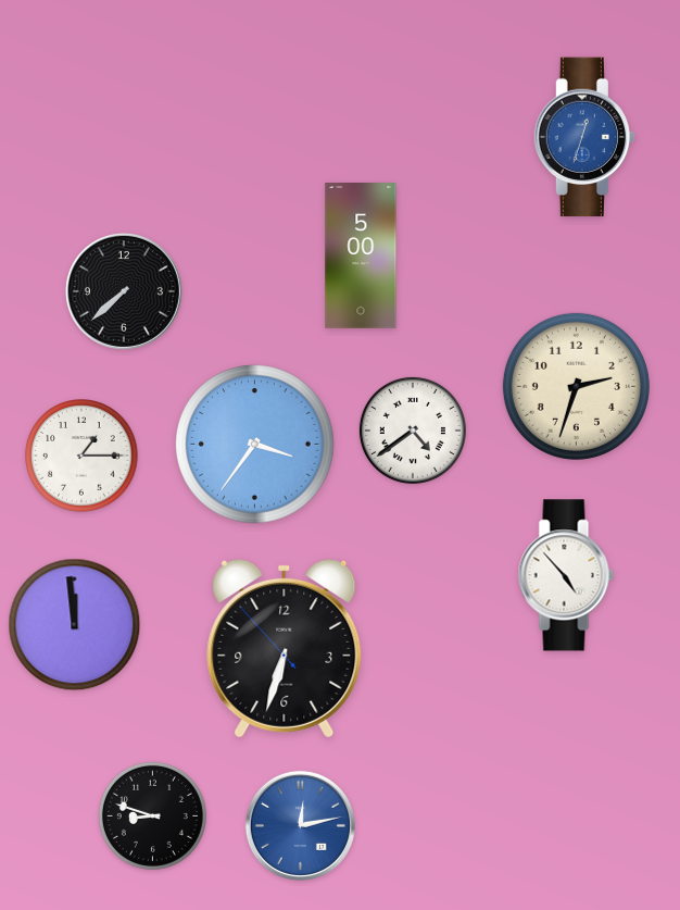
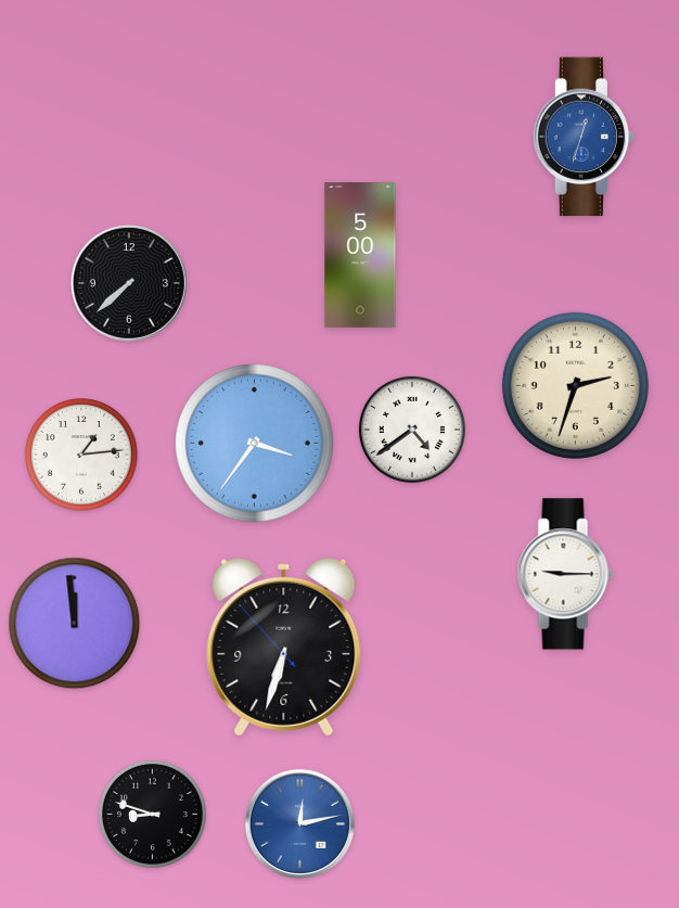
clock at (124, 291) position: (124, 291) -> (129, 283)
clock at (81, 456): 1:15 -> 1:14
clock at (566, 575): 4:53 -> 9:15
